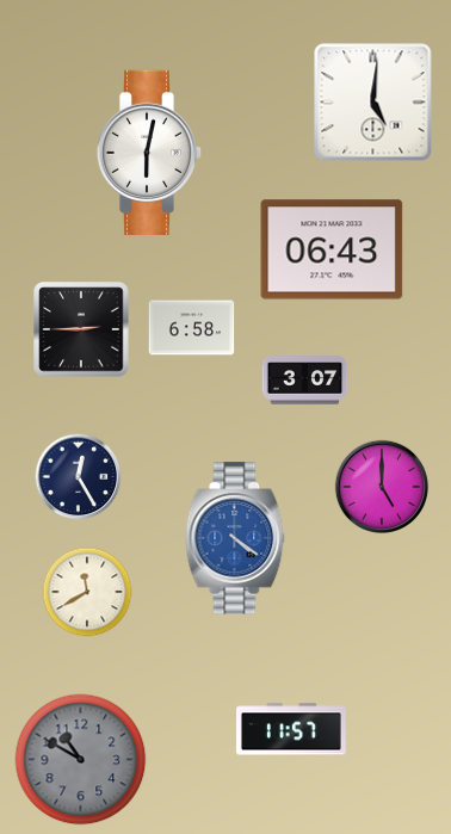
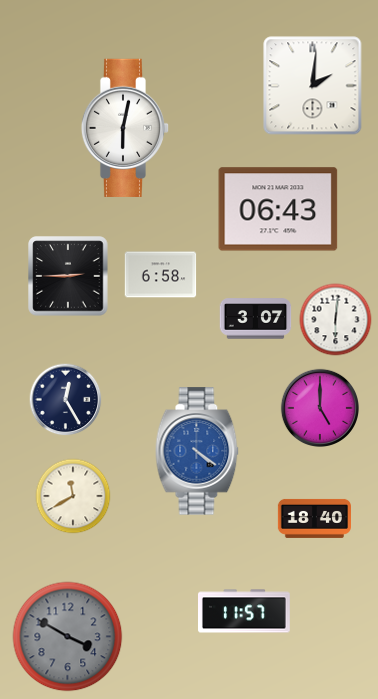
clock at (373, 103): 5:01 -> 2:01
clock at (336, 320): none -> 6:01
clock at (314, 518): none -> 18:40
clock at (81, 760): 10:50 -> 3:50
